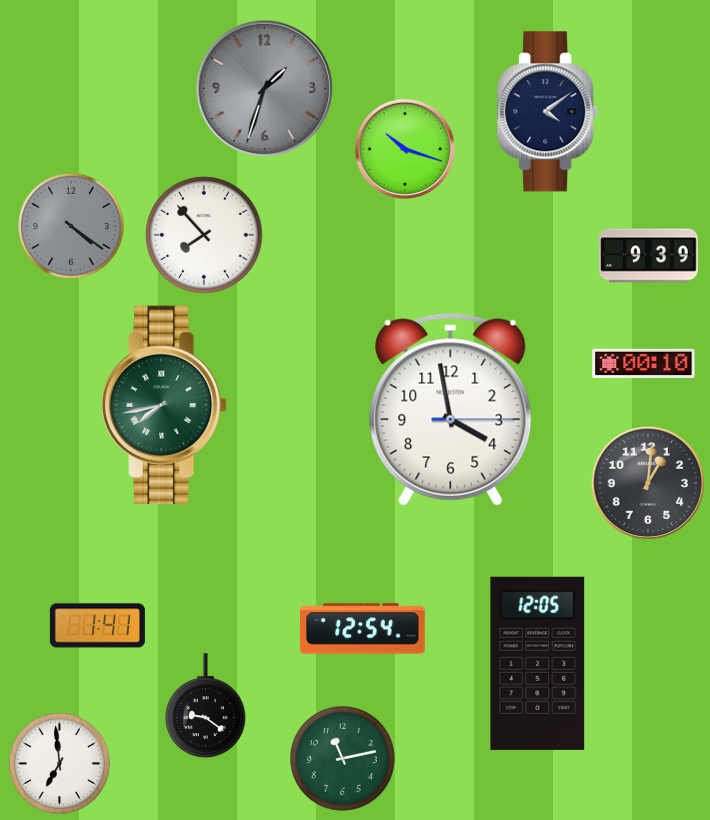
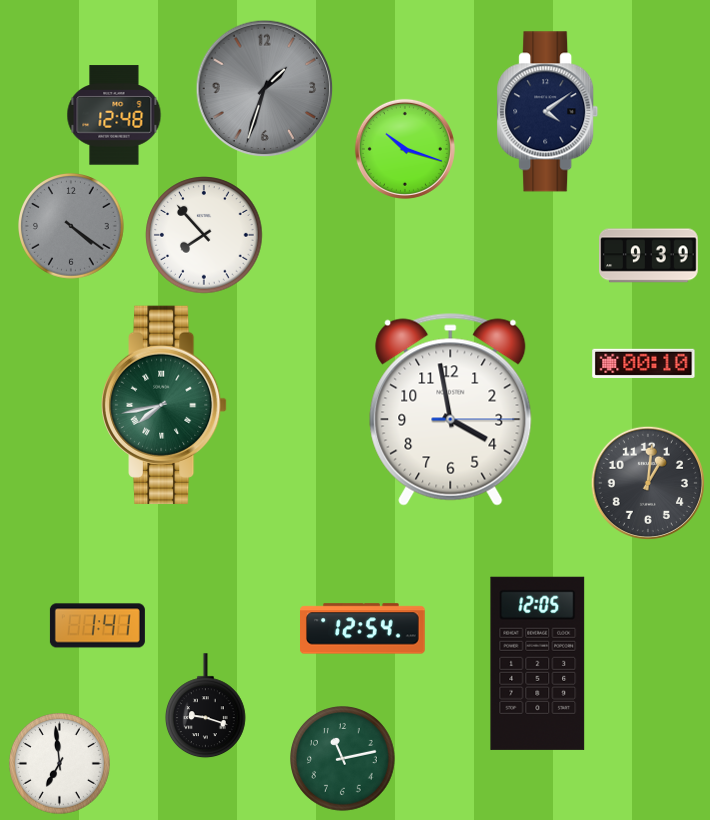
clock at (114, 115): none -> 12:48
clock at (205, 706): 9:21 -> 9:18
